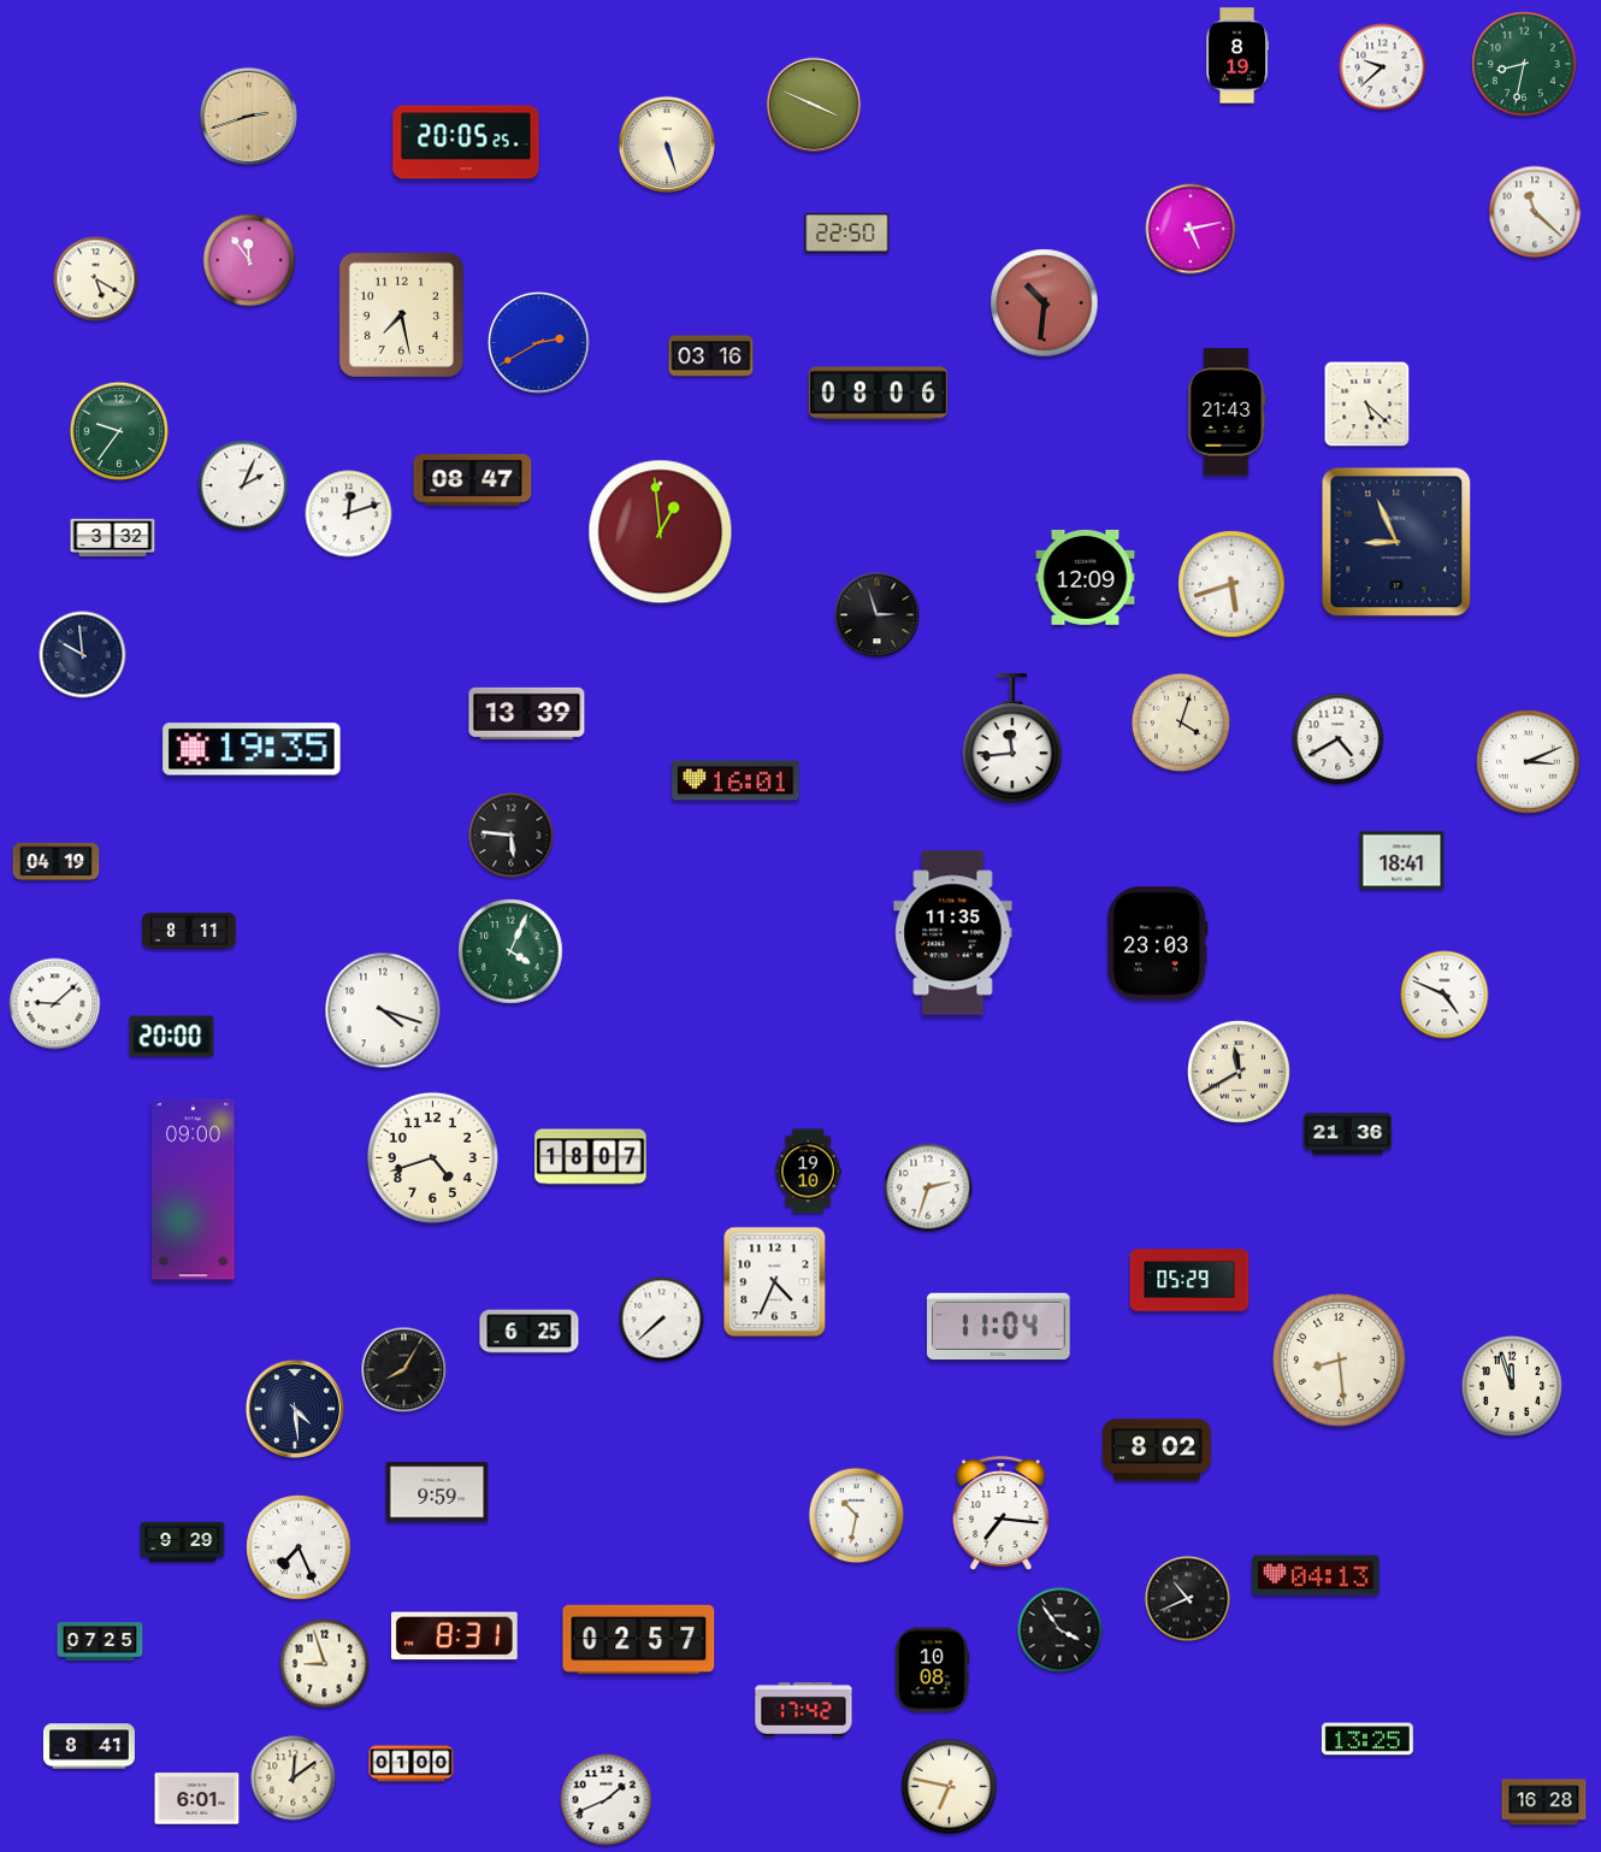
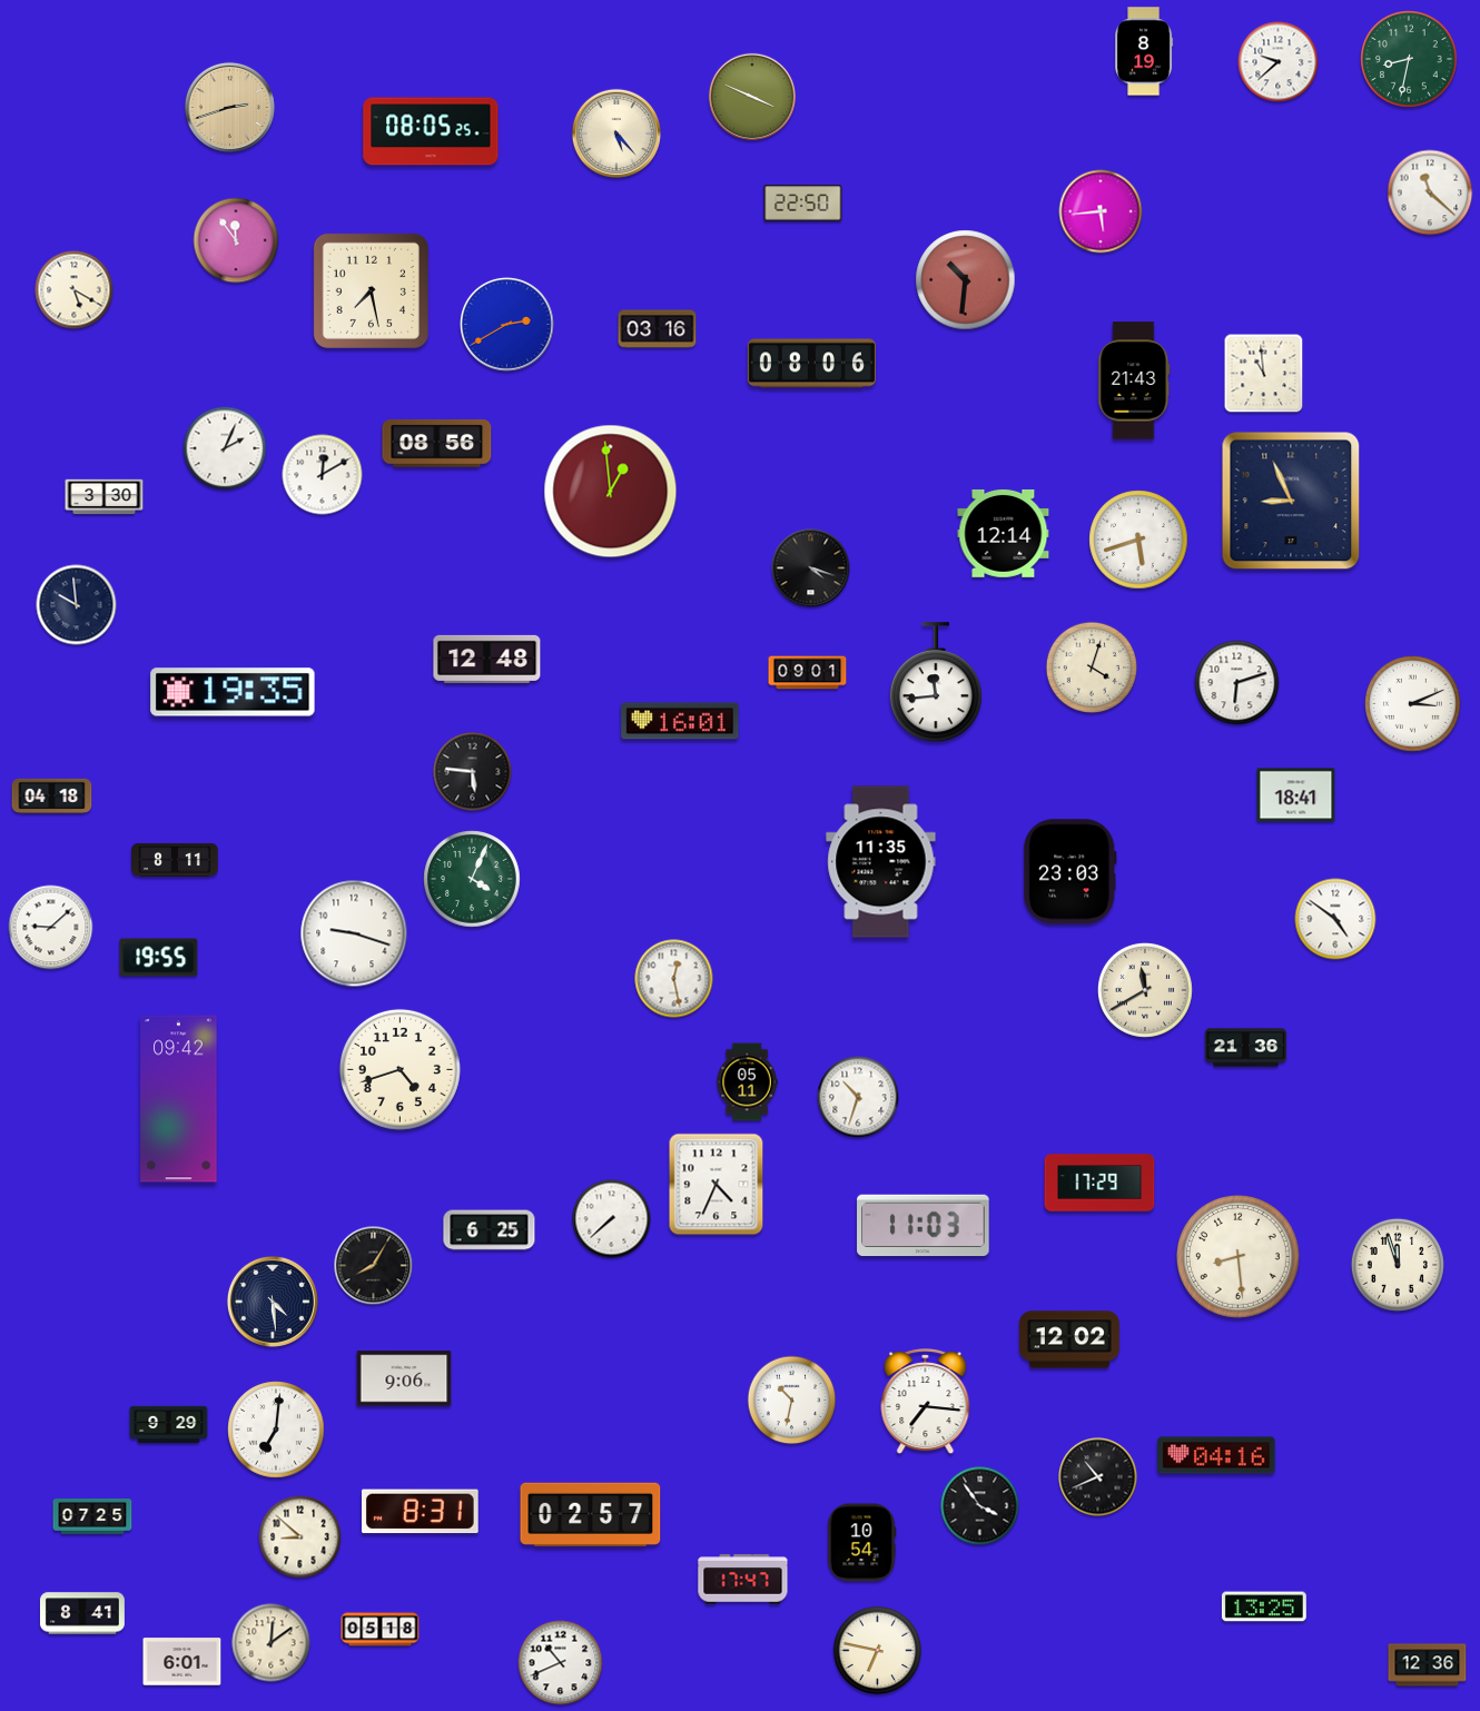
clock at (466, 142): 20:05 -> 08:05
clock at (667, 144): 5:27 -> 5:23
clock at (1535, 212) position: (1535, 212) -> (1430, 192)
clock at (1191, 229): 5:13 -> 5:44
clock at (847, 234) position: (847, 234) -> (803, 204)
clock at (249, 260) position: (249, 260) -> (236, 240)
clock at (96, 279) position: (96, 279) -> (75, 290)
clock at (538, 342) position: (538, 342) -> (506, 324)
clock at (1367, 405): 5:22 -> 10:59
clock at (118, 430): 9:36 -> none
clock at (473, 479): 08:47 -> 08:56
clock at (349, 514): 12:12 -> 12:10
clock at (113, 538): 3:32 -> 3:30
clock at (1086, 577): 12:09 -> 12:14
clock at (878, 615): 2:57 -> 4:18
clock at (527, 713): 13:39 -> 12:48
clock at (808, 673): none -> 09:01
clock at (1339, 739): 4:40 -> 6:12
clock at (57, 861): 04:19 -> 04:18
clock at (1445, 995): 4:49 -> 4:51
clock at (383, 1010): 4:18 -> 9:18
clock at (172, 1037): 20:00 -> 19:55
clock at (674, 979): none -> 12:28
clock at (591, 1157): 18:07 -> none
clock at (808, 1172): 19:10 -> 05:11
clock at (928, 1187): 2:33 -> 10:33
clock at (194, 1190): 09:00 -> 09:42
clock at (1189, 1280): 05:29 -> 17:29
clock at (999, 1327): 11:04 -> 11:03
clock at (1512, 1386) position: (1512, 1386) -> (1398, 1265)
clock at (1157, 1450): 8:02 -> 12:02
clock at (437, 1492): 9:59 -> 9:06
clock at (1002, 1514) position: (1002, 1514) -> (926, 1402)
clock at (299, 1547): 7:26 -> 7:01
clock at (1316, 1575): 04:13 -> 04:16
clock at (325, 1664): 8:57 -> 8:52
clock at (932, 1670): 10:08 -> 10:54
clock at (804, 1710): 17:42 -> 17:47
clock at (412, 1764): 01:00 -> 05:18
clock at (607, 1800): 1:41 -> 10:41
clock at (1544, 1803): 16:28 -> 12:36
